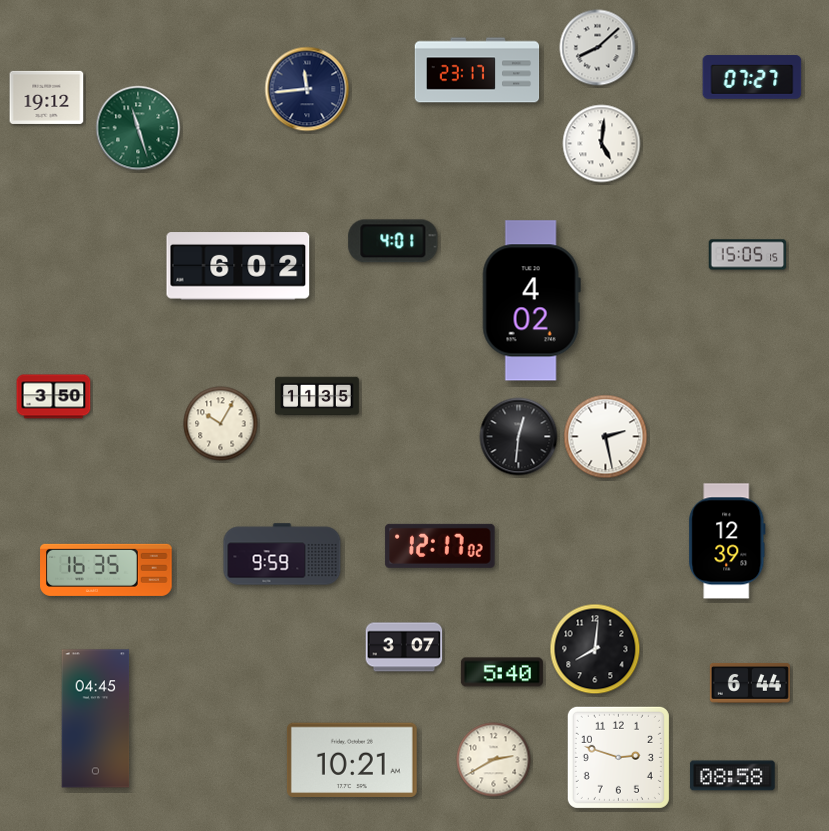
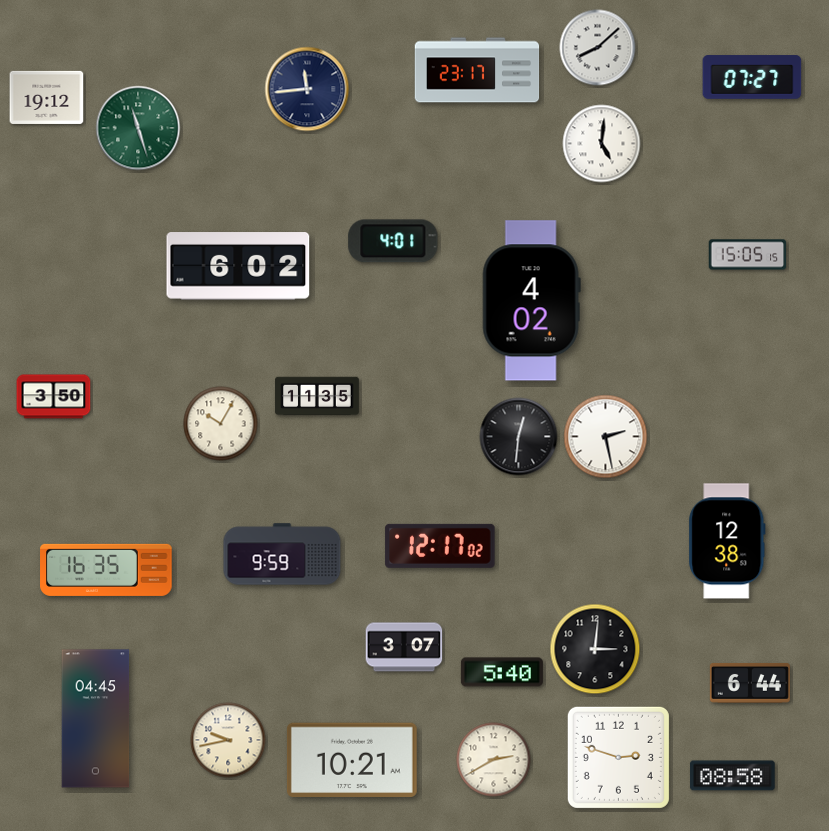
clock at (727, 541): 12:39 -> 12:38
clock at (595, 649): 8:01 -> 3:01
clock at (228, 740): none -> 9:43
